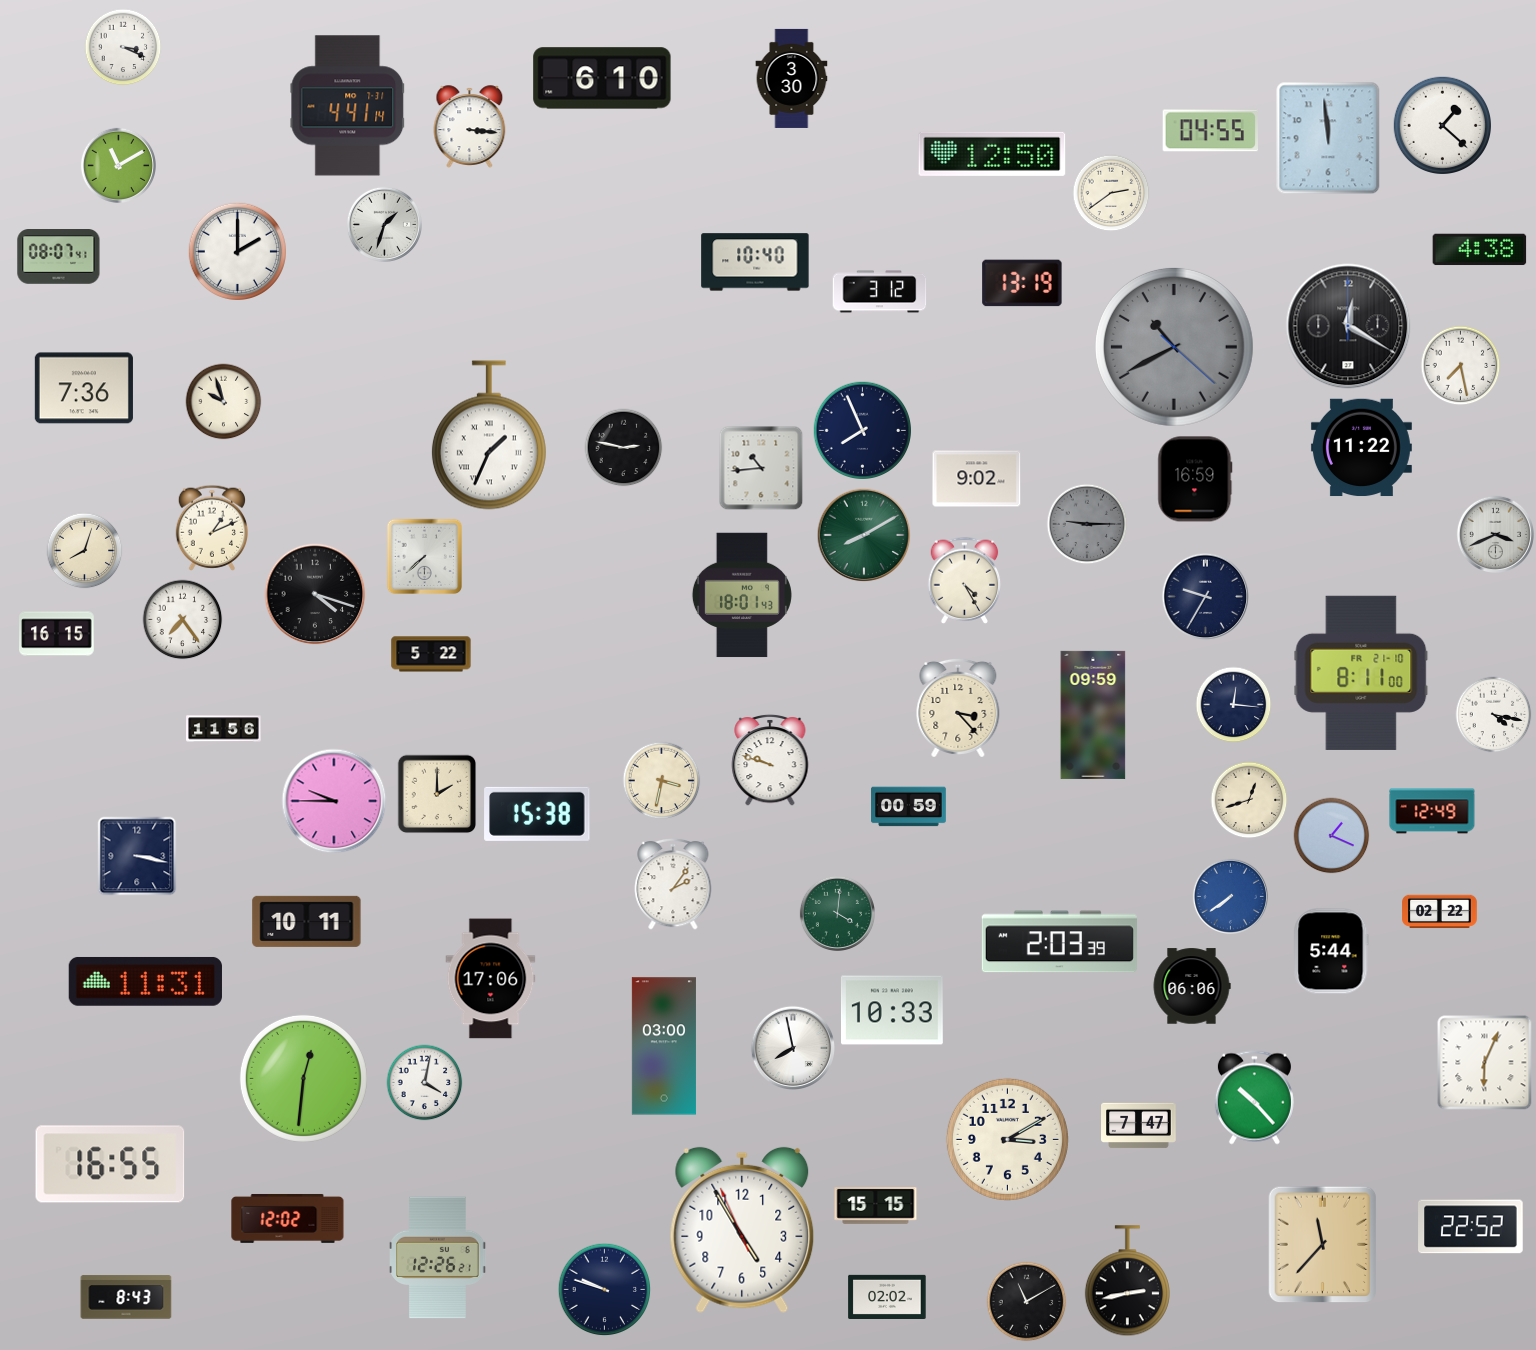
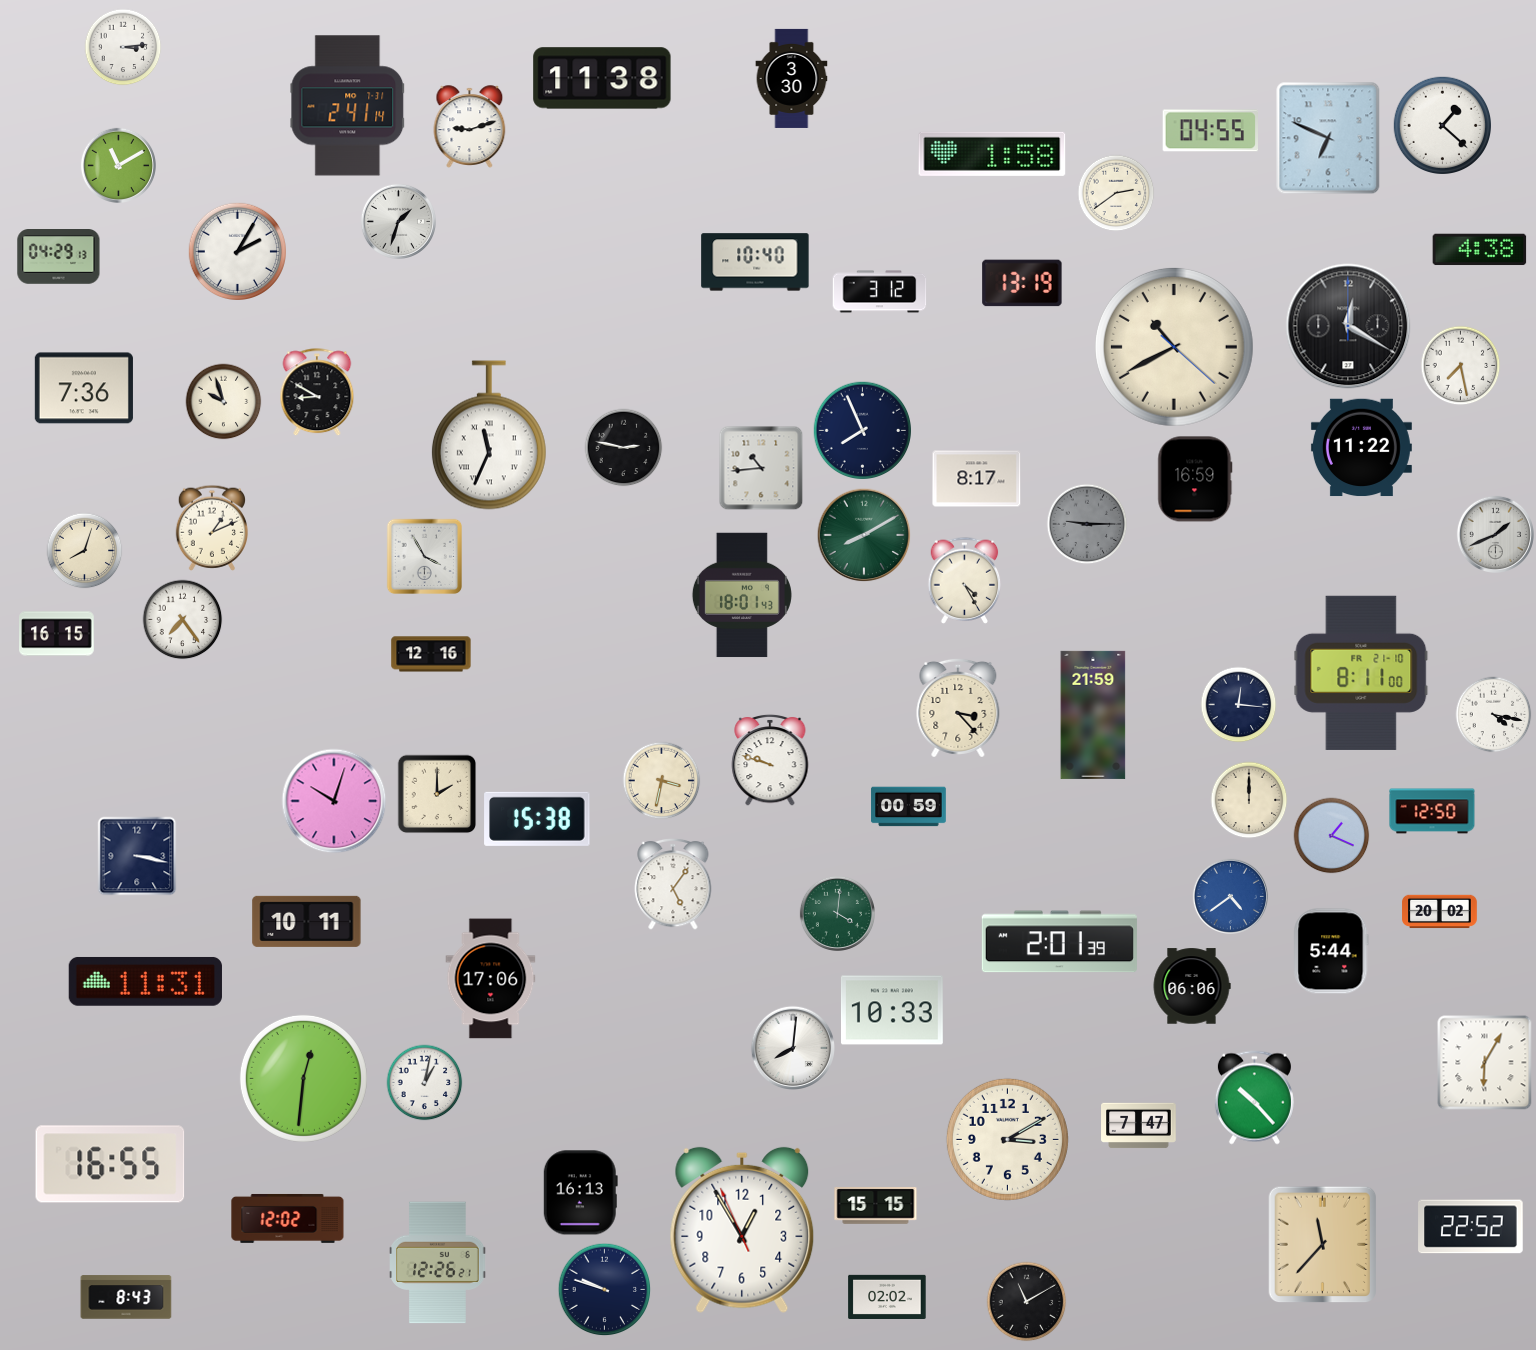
clock at (123, 47): 3:19 -> 3:14
clock at (602, 78): 6:10 -> 11:38
clock at (348, 106): 4:41 -> 2:41
clock at (470, 126): 3:16 -> 9:12
clock at (1328, 138): 11:59 -> 6:49
clock at (992, 154): 12:50 -> 1:58
clock at (1111, 193) position: (1111, 193) -> (1116, 193)
clock at (384, 224) position: (384, 224) -> (398, 221)
clock at (237, 251): 2:00 -> 2:05
clock at (59, 257): 08:07 -> 04:29
clock at (1174, 347) dial: grey -> cream
clock at (317, 393): none -> 8:50
clock at (489, 435): 1:34 -> 11:34
clock at (977, 479): 9:02 -> 8:17
clock at (1495, 534): 3:41 -> 1:41
clock at (424, 556): 7:38 -> 3:55
clock at (315, 594): 4:18 -> none
clock at (1206, 597): 9:35 -> none
clock at (431, 654): 5:22 -> 12:16
clock at (1234, 705) position: (1234, 705) -> (1239, 705)
clock at (1093, 715): 09:59 -> 21:59
clock at (224, 729): 11:56 -> none
clock at (1249, 800): 12:42 -> 12:00
clock at (334, 801): 9:45 -> 10:03
clock at (1432, 811): 12:49 -> 12:50
clock at (537, 814) position: (537, 814) -> (537, 819)
clock at (673, 884): 2:06 -> 5:06
clock at (1230, 896): 7:39 -> 4:39
clock at (1440, 912): 02:22 -> 20:02
clock at (1059, 942): 2:03 -> 2:01
clock at (664, 1046): 03:00 -> none
clock at (793, 1048): 7:58 -> 8:01
clock at (1485, 1063): 6:04 -> 6:05
clock at (425, 1083): 4:02 -> 1:02
clock at (580, 1193): none -> 16:13
clock at (742, 1230): 4:54 -> 12:54
clock at (438, 1258) position: (438, 1258) -> (438, 1263)
clock at (1127, 1281): 2:43 -> none
